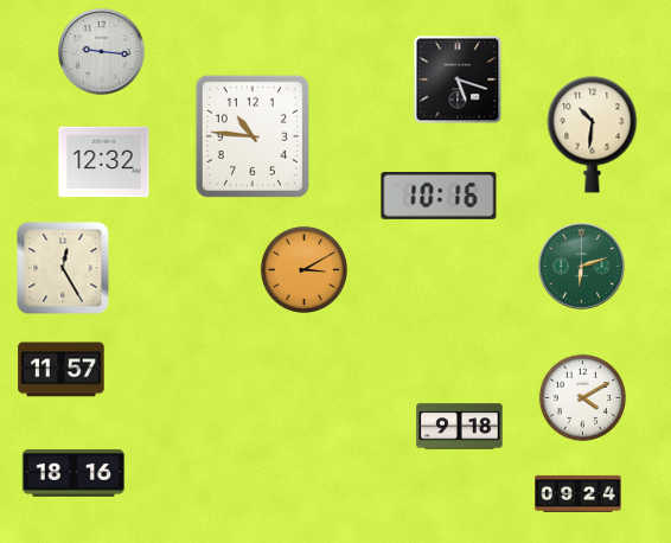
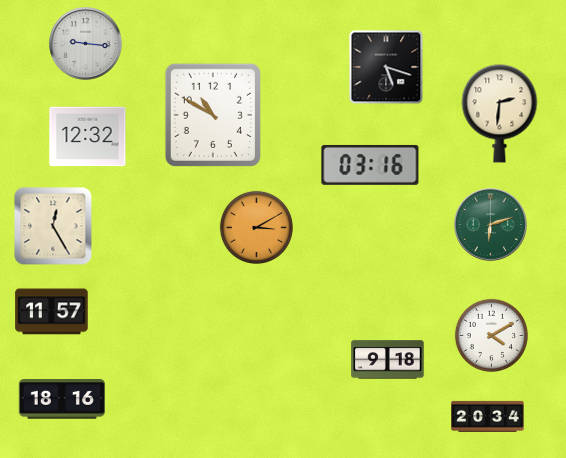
clock at (593, 135): 10:31 -> 2:31
clock at (253, 136): 10:46 -> 10:50
clock at (439, 196): 10:16 -> 03:16
clock at (579, 493): 09:24 -> 20:34
